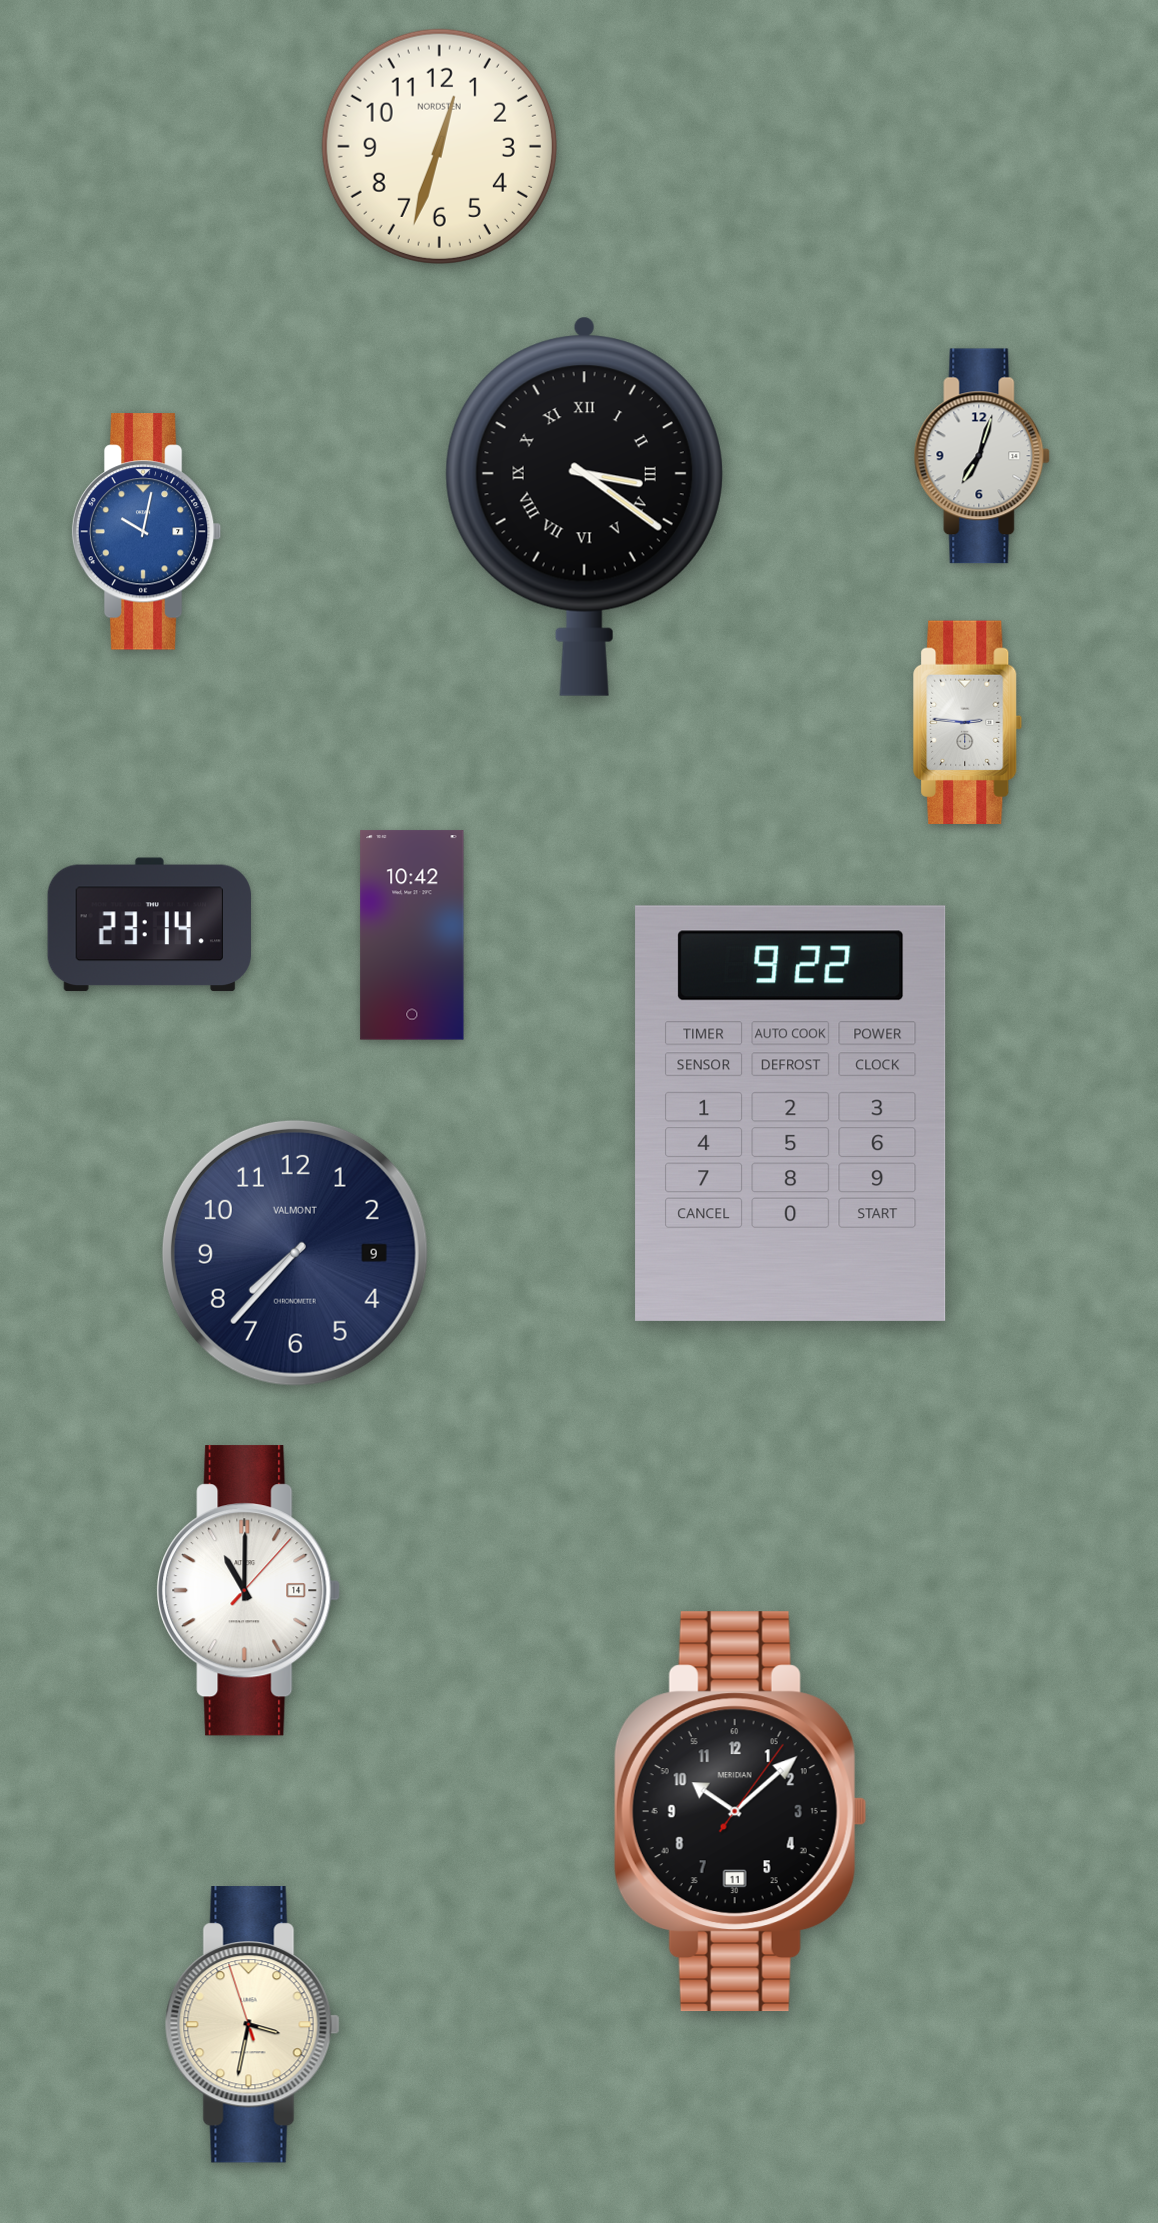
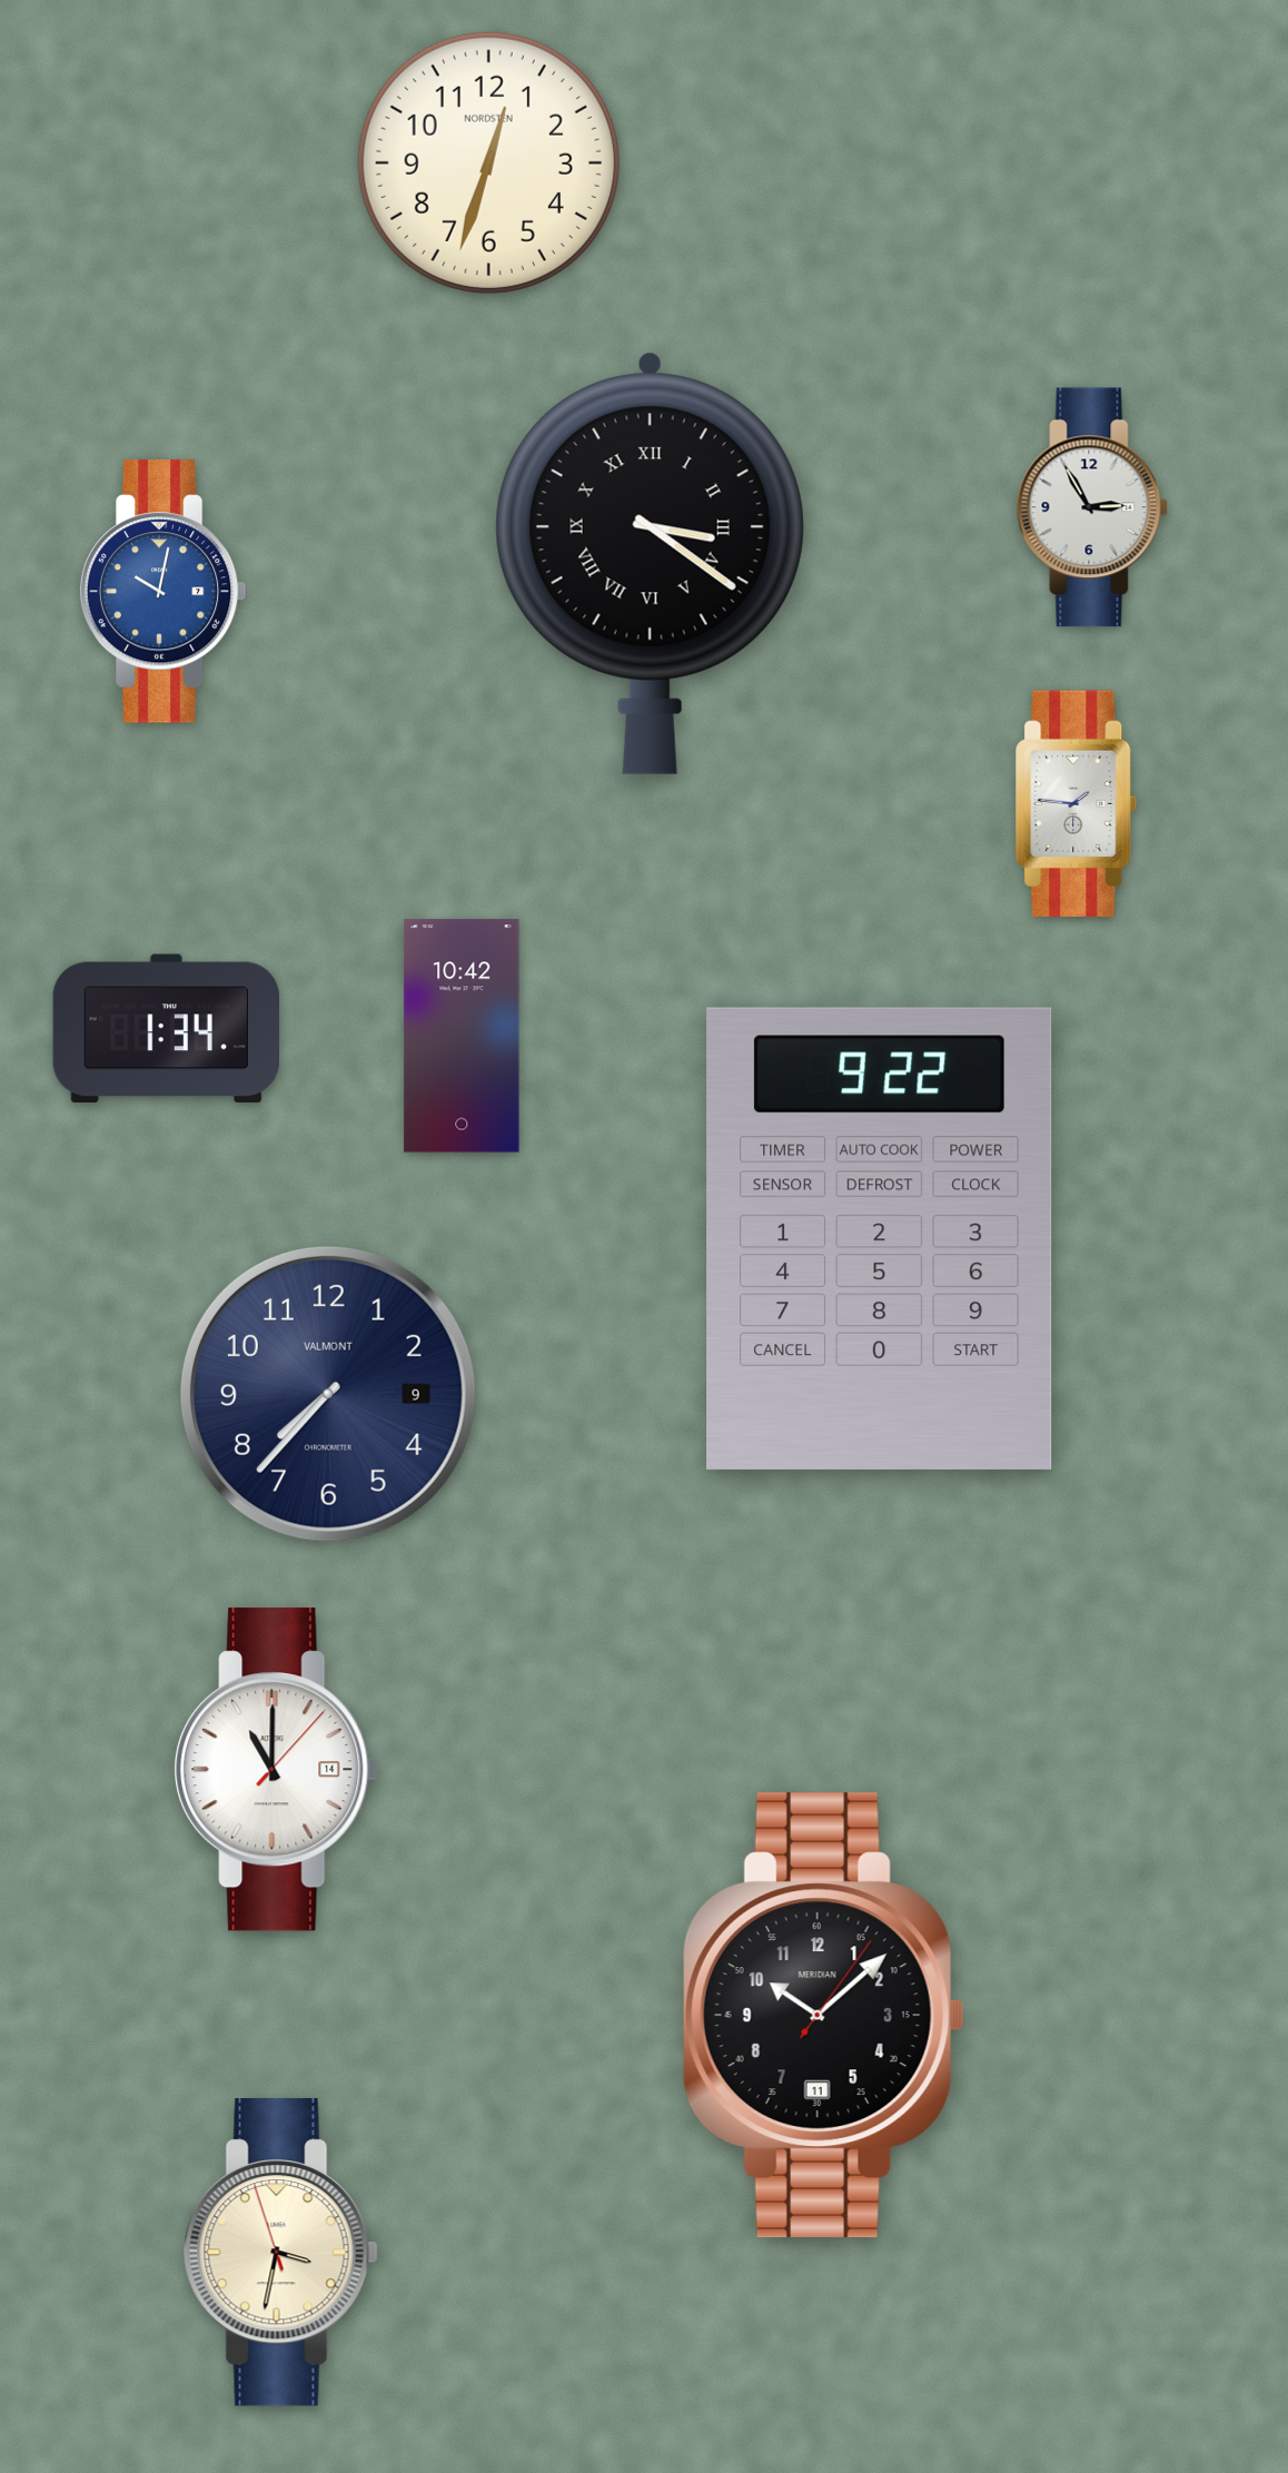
clock at (982, 456): 7:03 -> 2:55
clock at (968, 722): 2:46 -> 1:46
clock at (149, 925): 23:14 -> 1:34
clock at (412, 935) position: (412, 935) -> (462, 1036)
